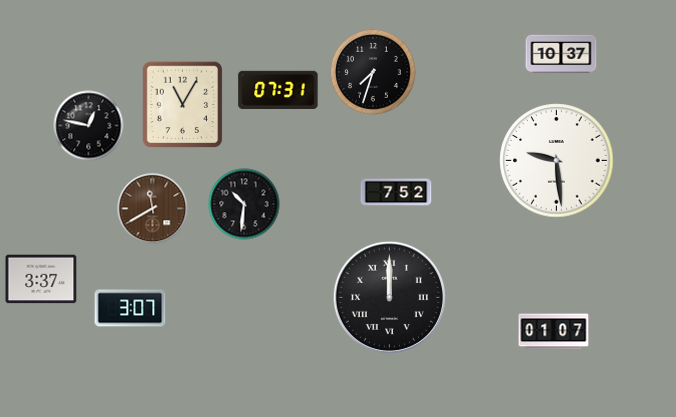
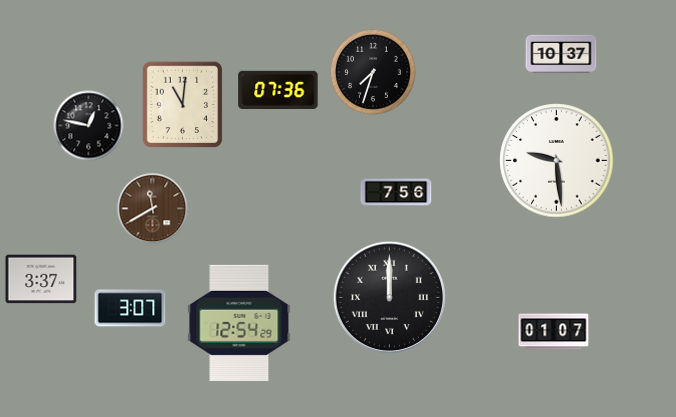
clock at (278, 90): 07:31 -> 07:36
clock at (183, 105): 11:05 -> 11:01
clock at (396, 192): 7:52 -> 7:56
clock at (244, 204): 10:31 -> none
clock at (239, 323): none -> 12:54
